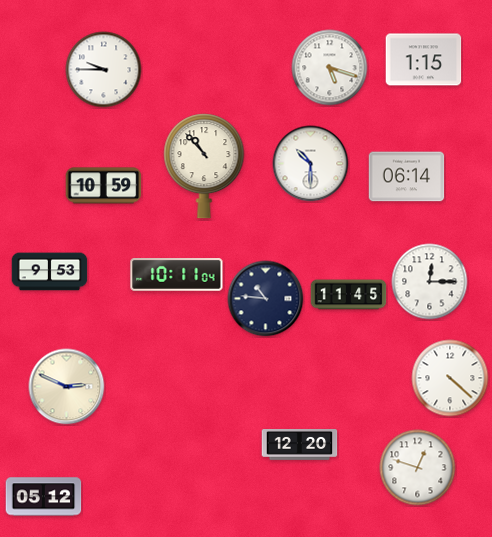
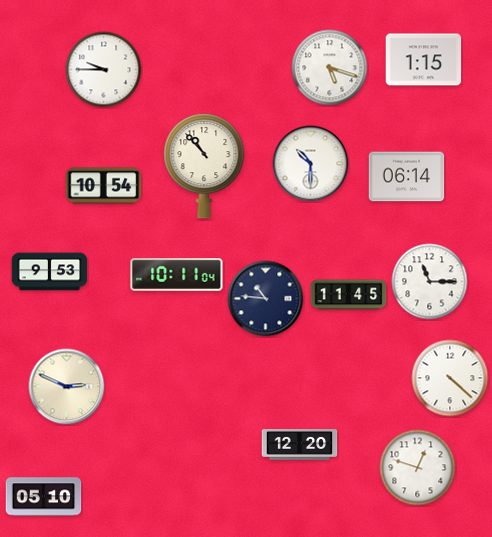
clock at (104, 186): 10:59 -> 10:54
clock at (430, 282): 12:15 -> 11:15
clock at (44, 497): 05:12 -> 05:10
